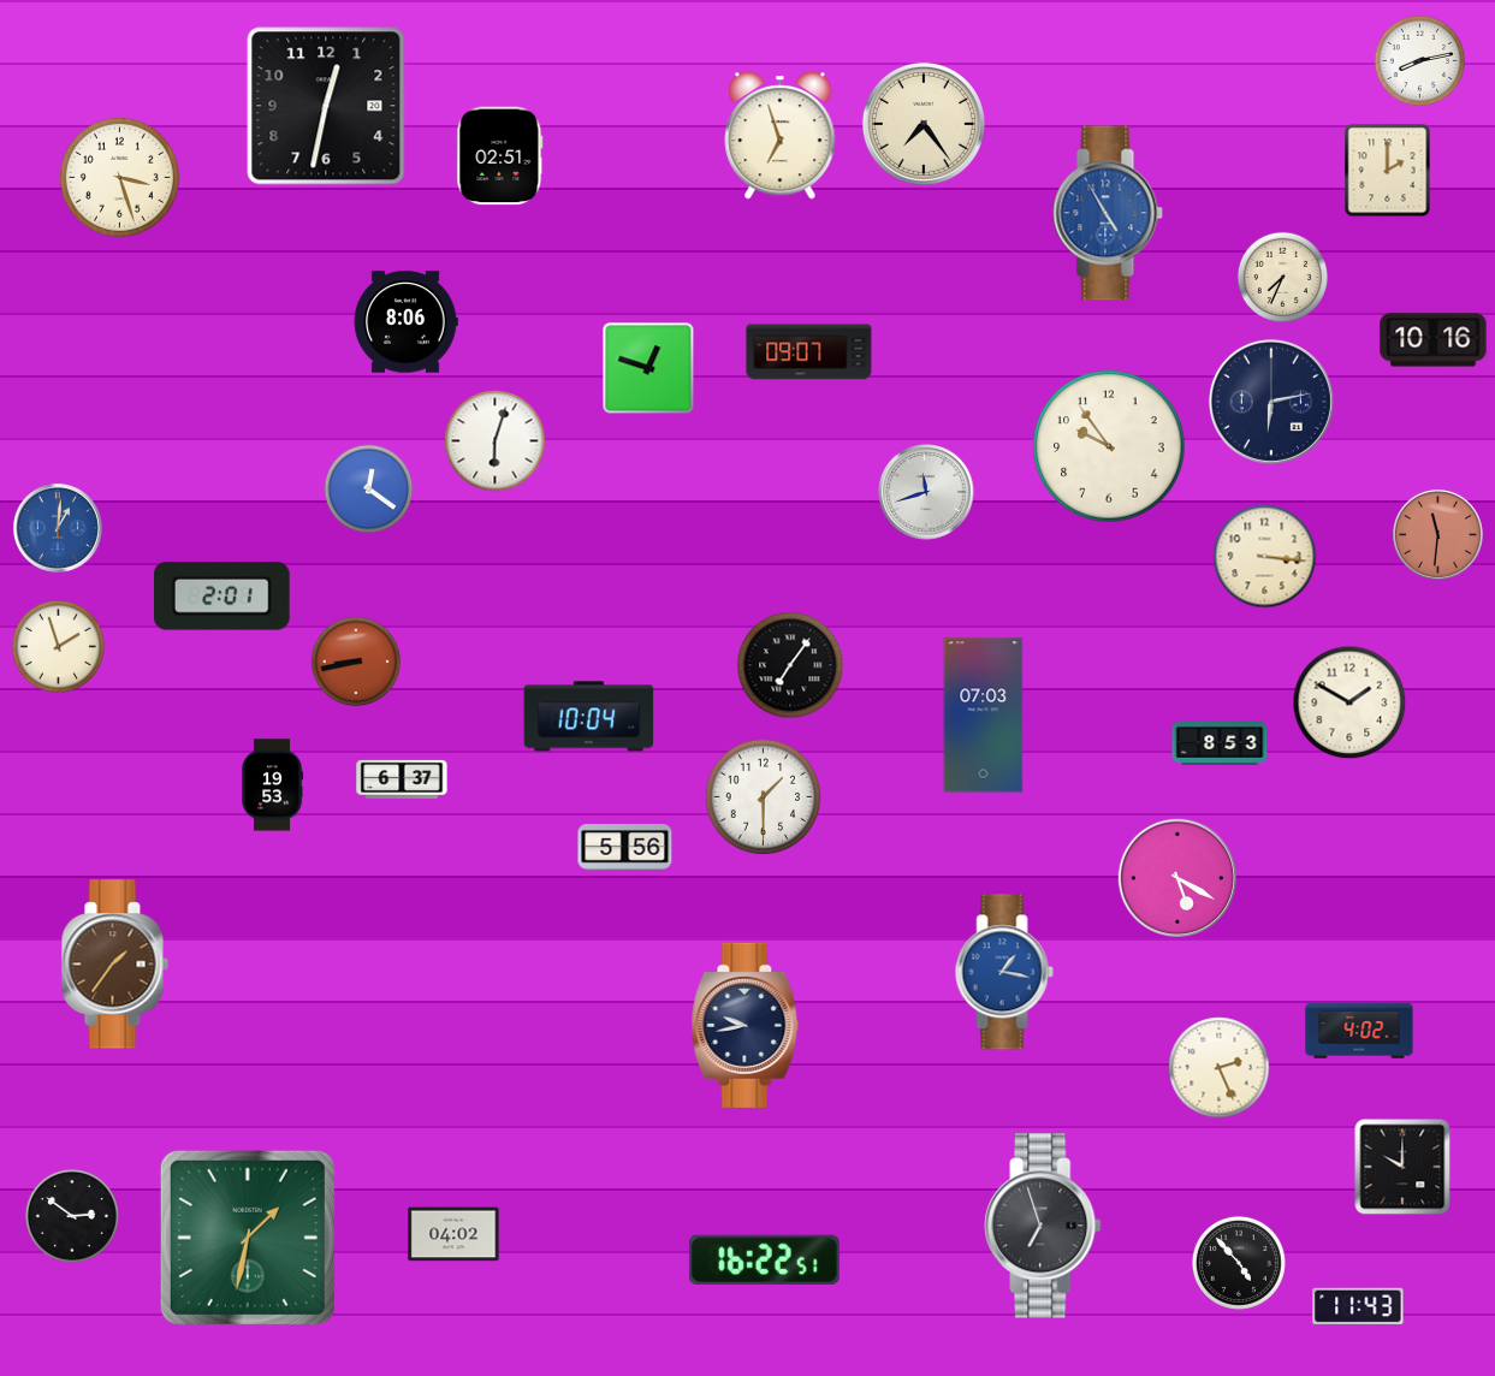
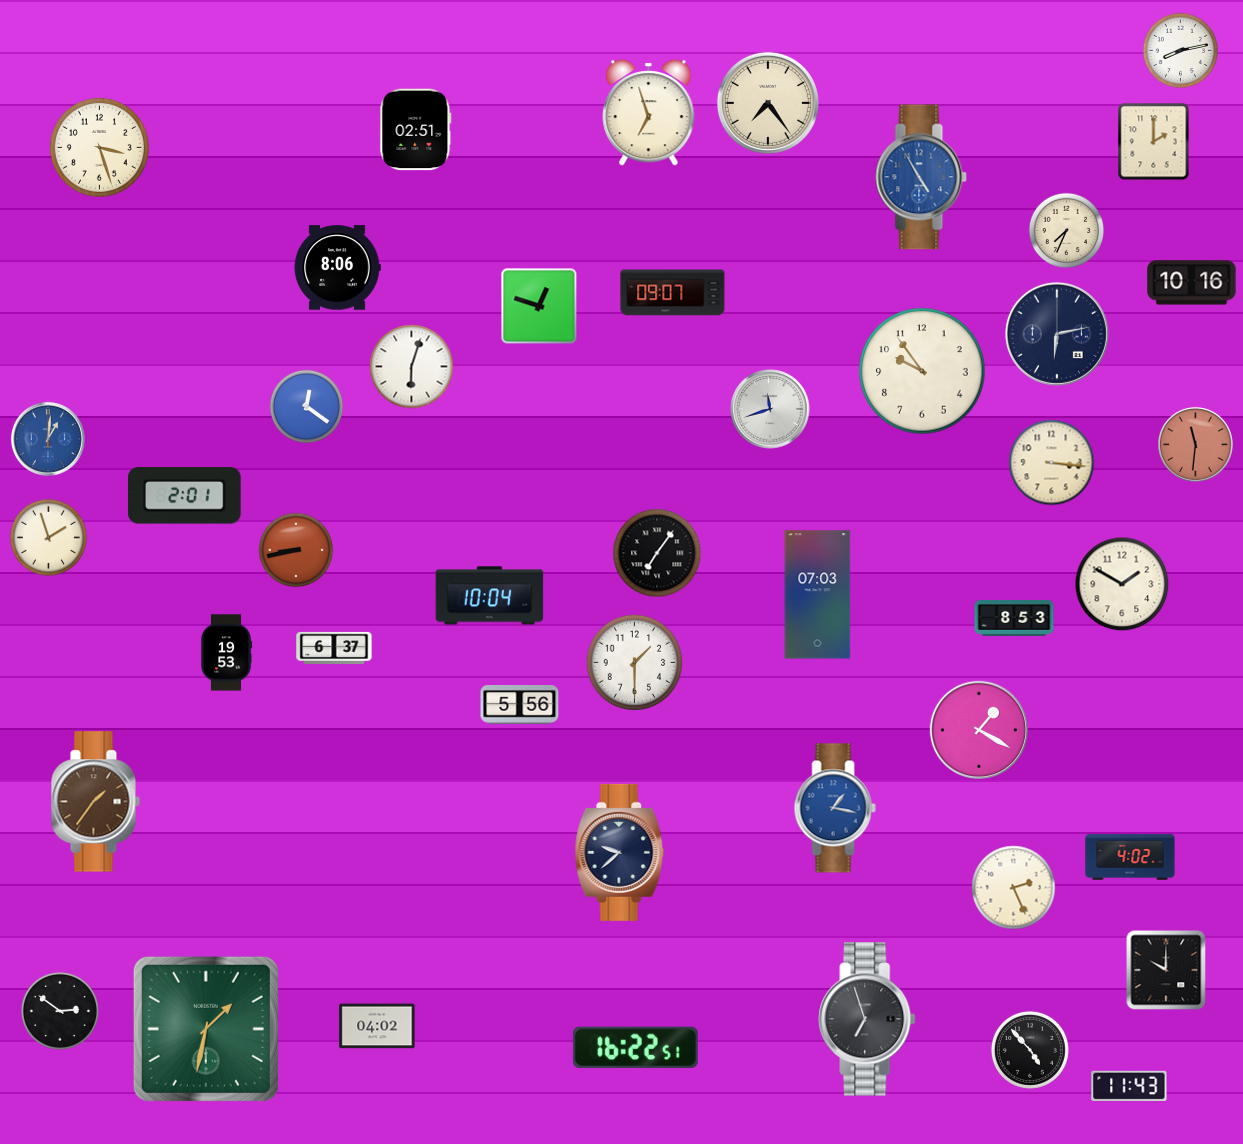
clock at (326, 106): 12:32 -> none
clock at (1176, 877): 5:20 -> 1:20
clock at (746, 1025): 9:43 -> 9:38
